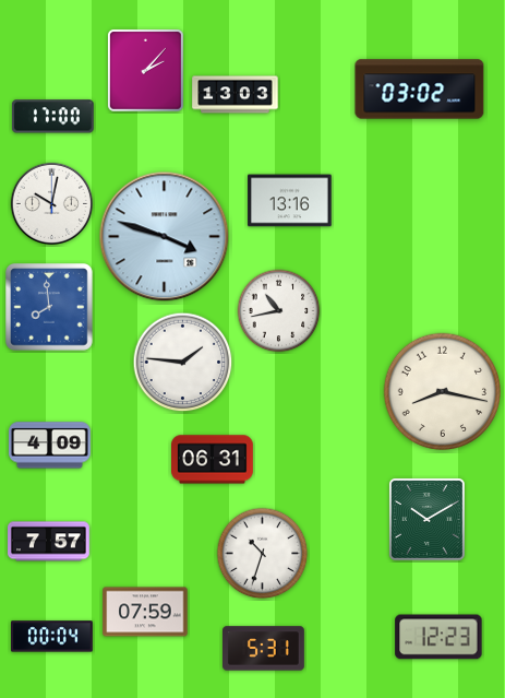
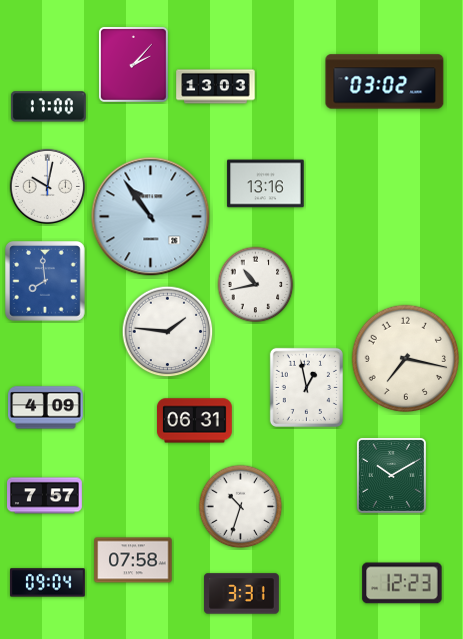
clock at (165, 237): 3:48 -> 10:54
clock at (443, 392): 8:17 -> 7:17
clock at (306, 387): none -> 12:58
clock at (145, 612): 07:59 -> 07:58
clock at (52, 637): 00:04 -> 09:04
clock at (264, 649): 5:31 -> 3:31
